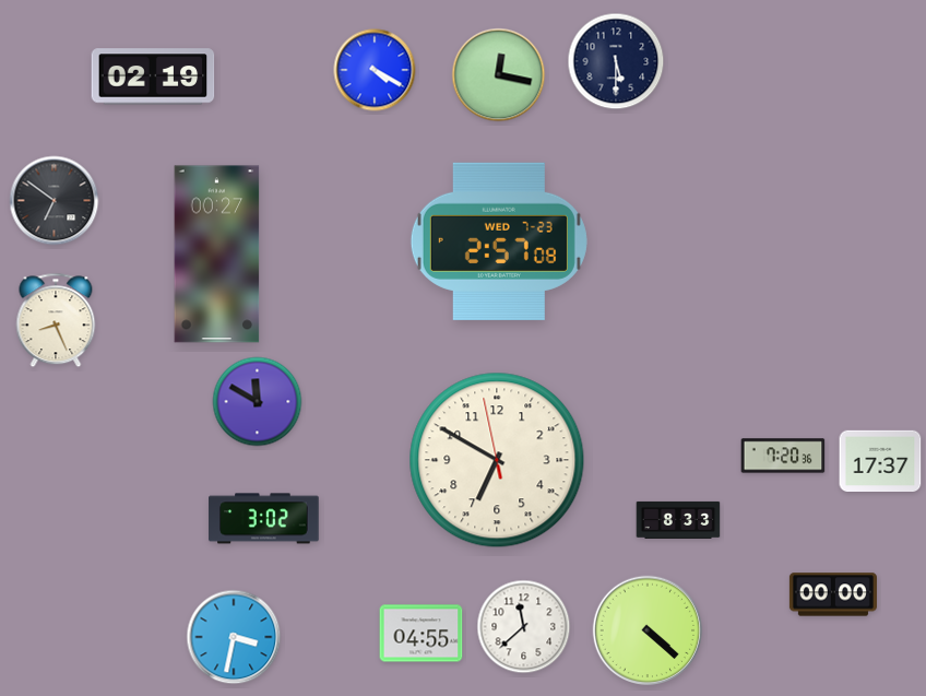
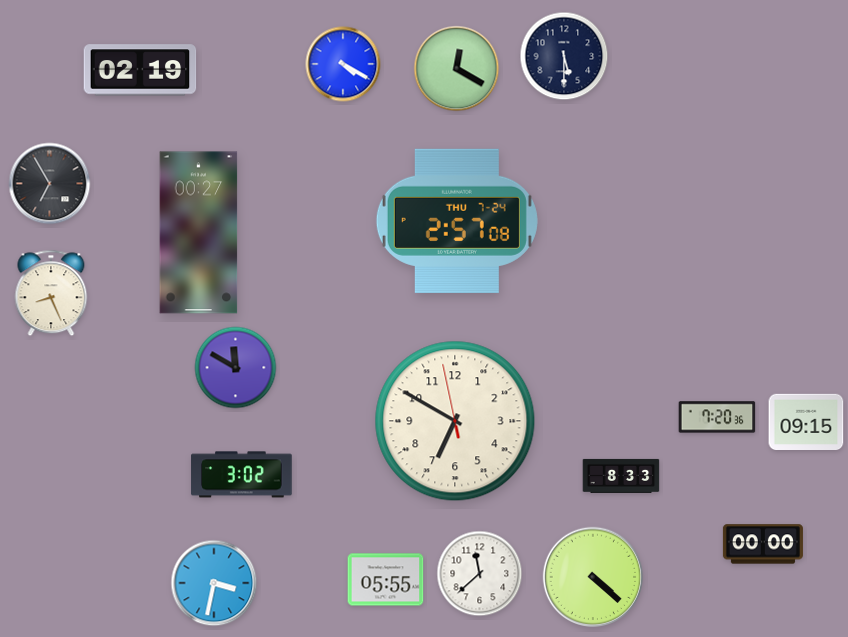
clock at (499, 75): 12:17 -> 12:20
clock at (55, 201): 6:51 -> 6:55
clock at (499, 241) date: WED 7-23 -> THU 7-24
clock at (880, 460): 17:37 -> 09:15
clock at (422, 634): 04:55 -> 05:55
